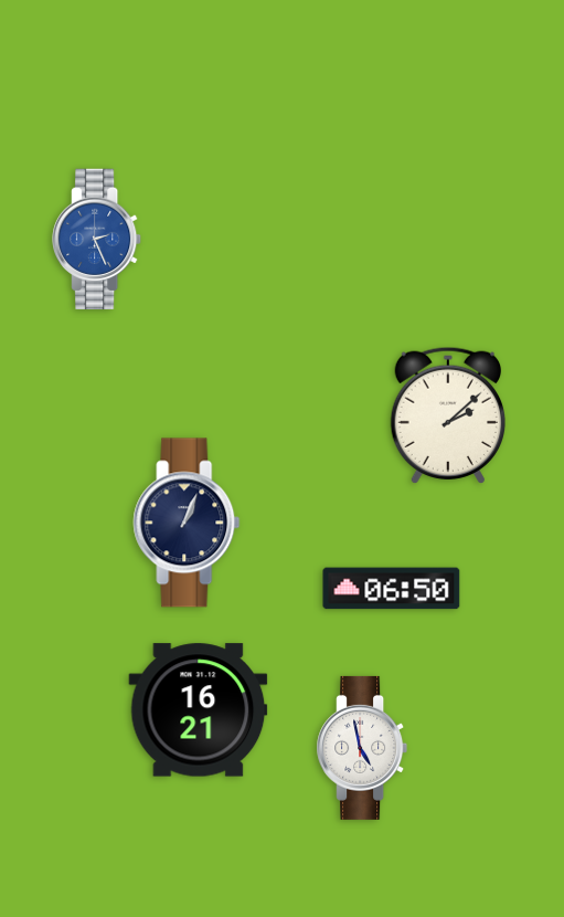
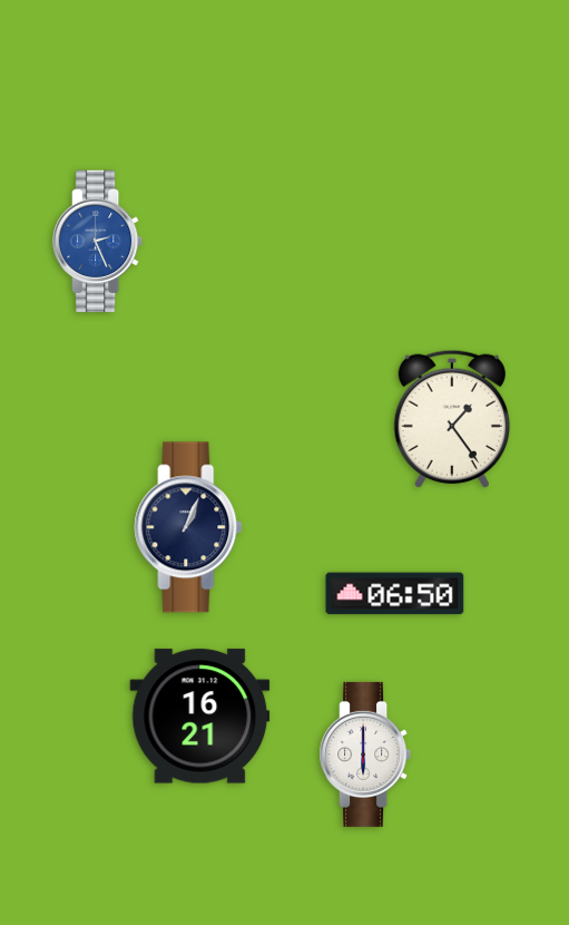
clock at (447, 414): 2:08 -> 1:24
clock at (362, 748): 4:58 -> 6:00
